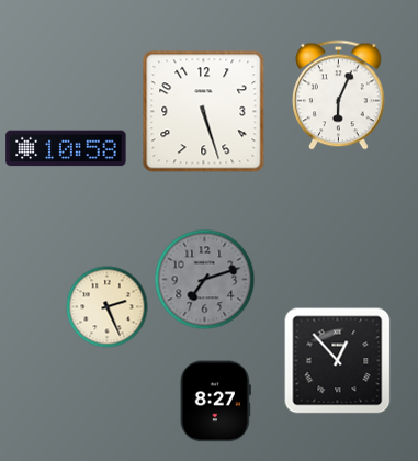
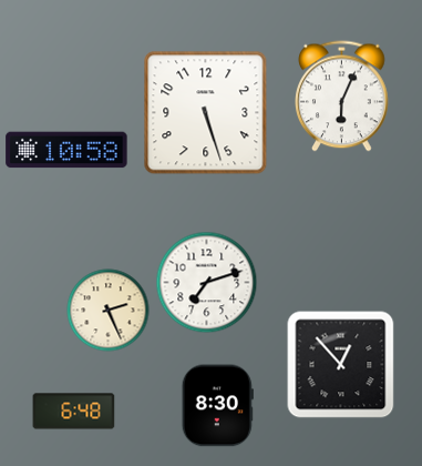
clock at (205, 280) dial: grey -> white
clock at (215, 402): 8:27 -> 8:30
clock at (74, 412): none -> 6:48
